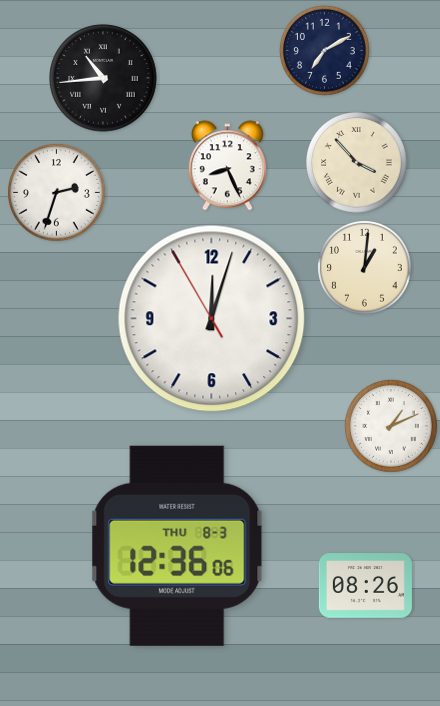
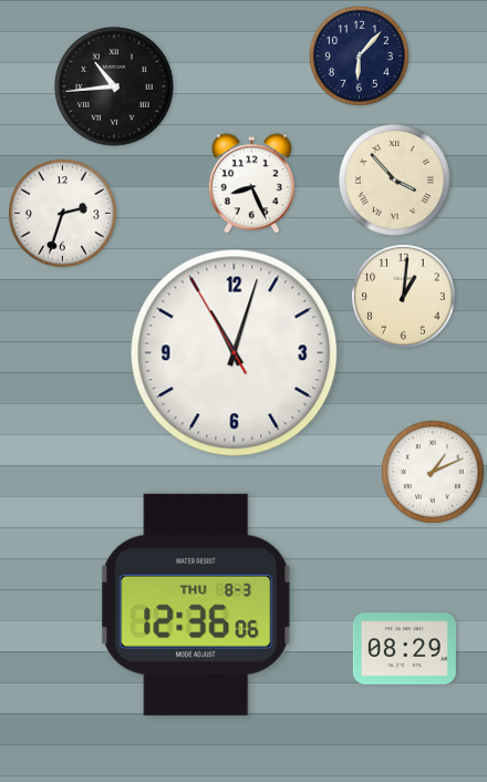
clock at (324, 50): 7:10 -> 6:07
clock at (212, 319): 12:02 -> 11:02
clock at (365, 586): 08:26 -> 08:29
